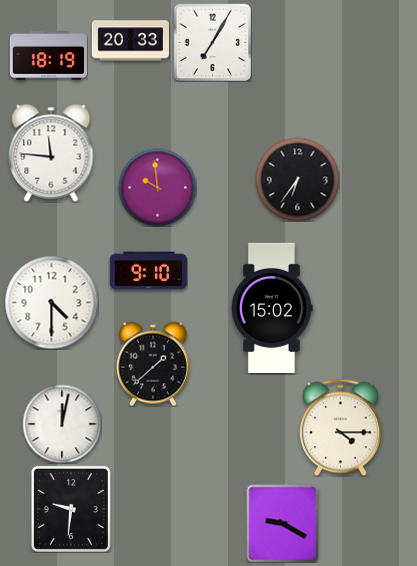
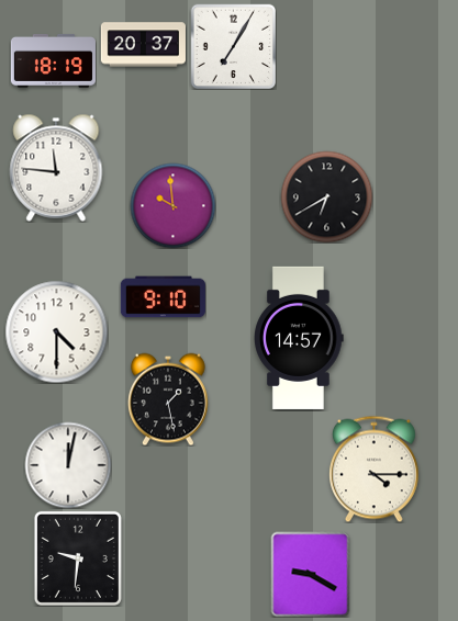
clock at (130, 41): 20:33 -> 20:37
clock at (297, 179): 6:36 -> 6:40
clock at (273, 308): 15:02 -> 14:57
clock at (153, 364): 1:38 -> 1:28
